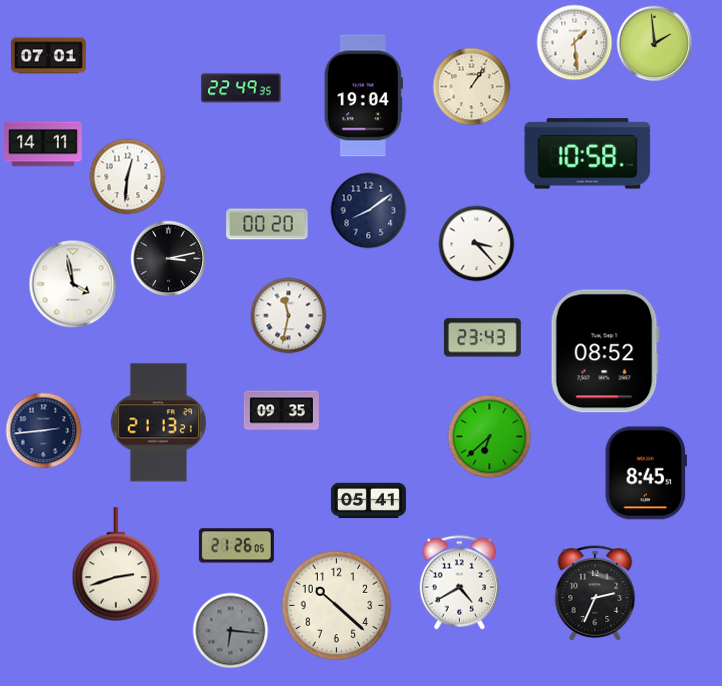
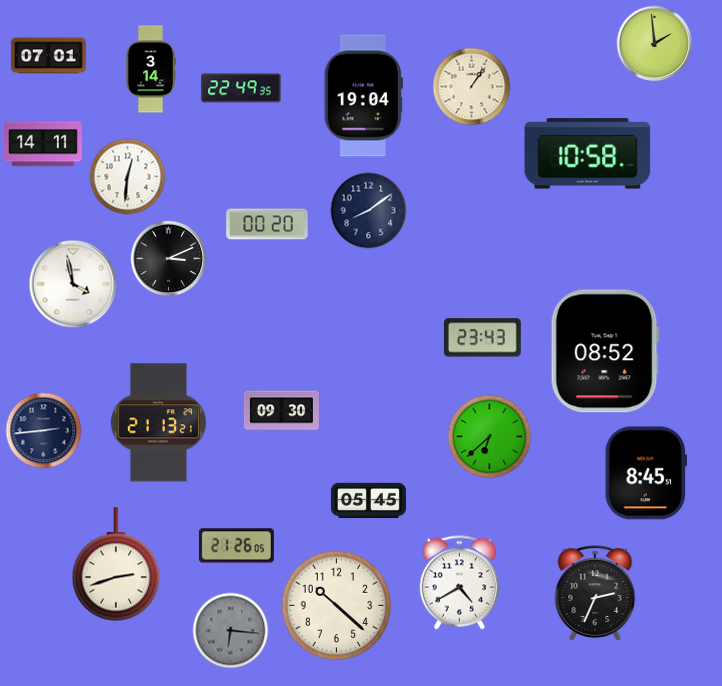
clock at (575, 43): 1:29 -> none
clock at (151, 69): none -> 3:14
clock at (477, 244): 3:23 -> none
clock at (169, 259): 3:13 -> 3:11
clock at (289, 316): 11:32 -> none
clock at (281, 411): 09:35 -> 09:30
clock at (368, 501): 05:41 -> 05:45
